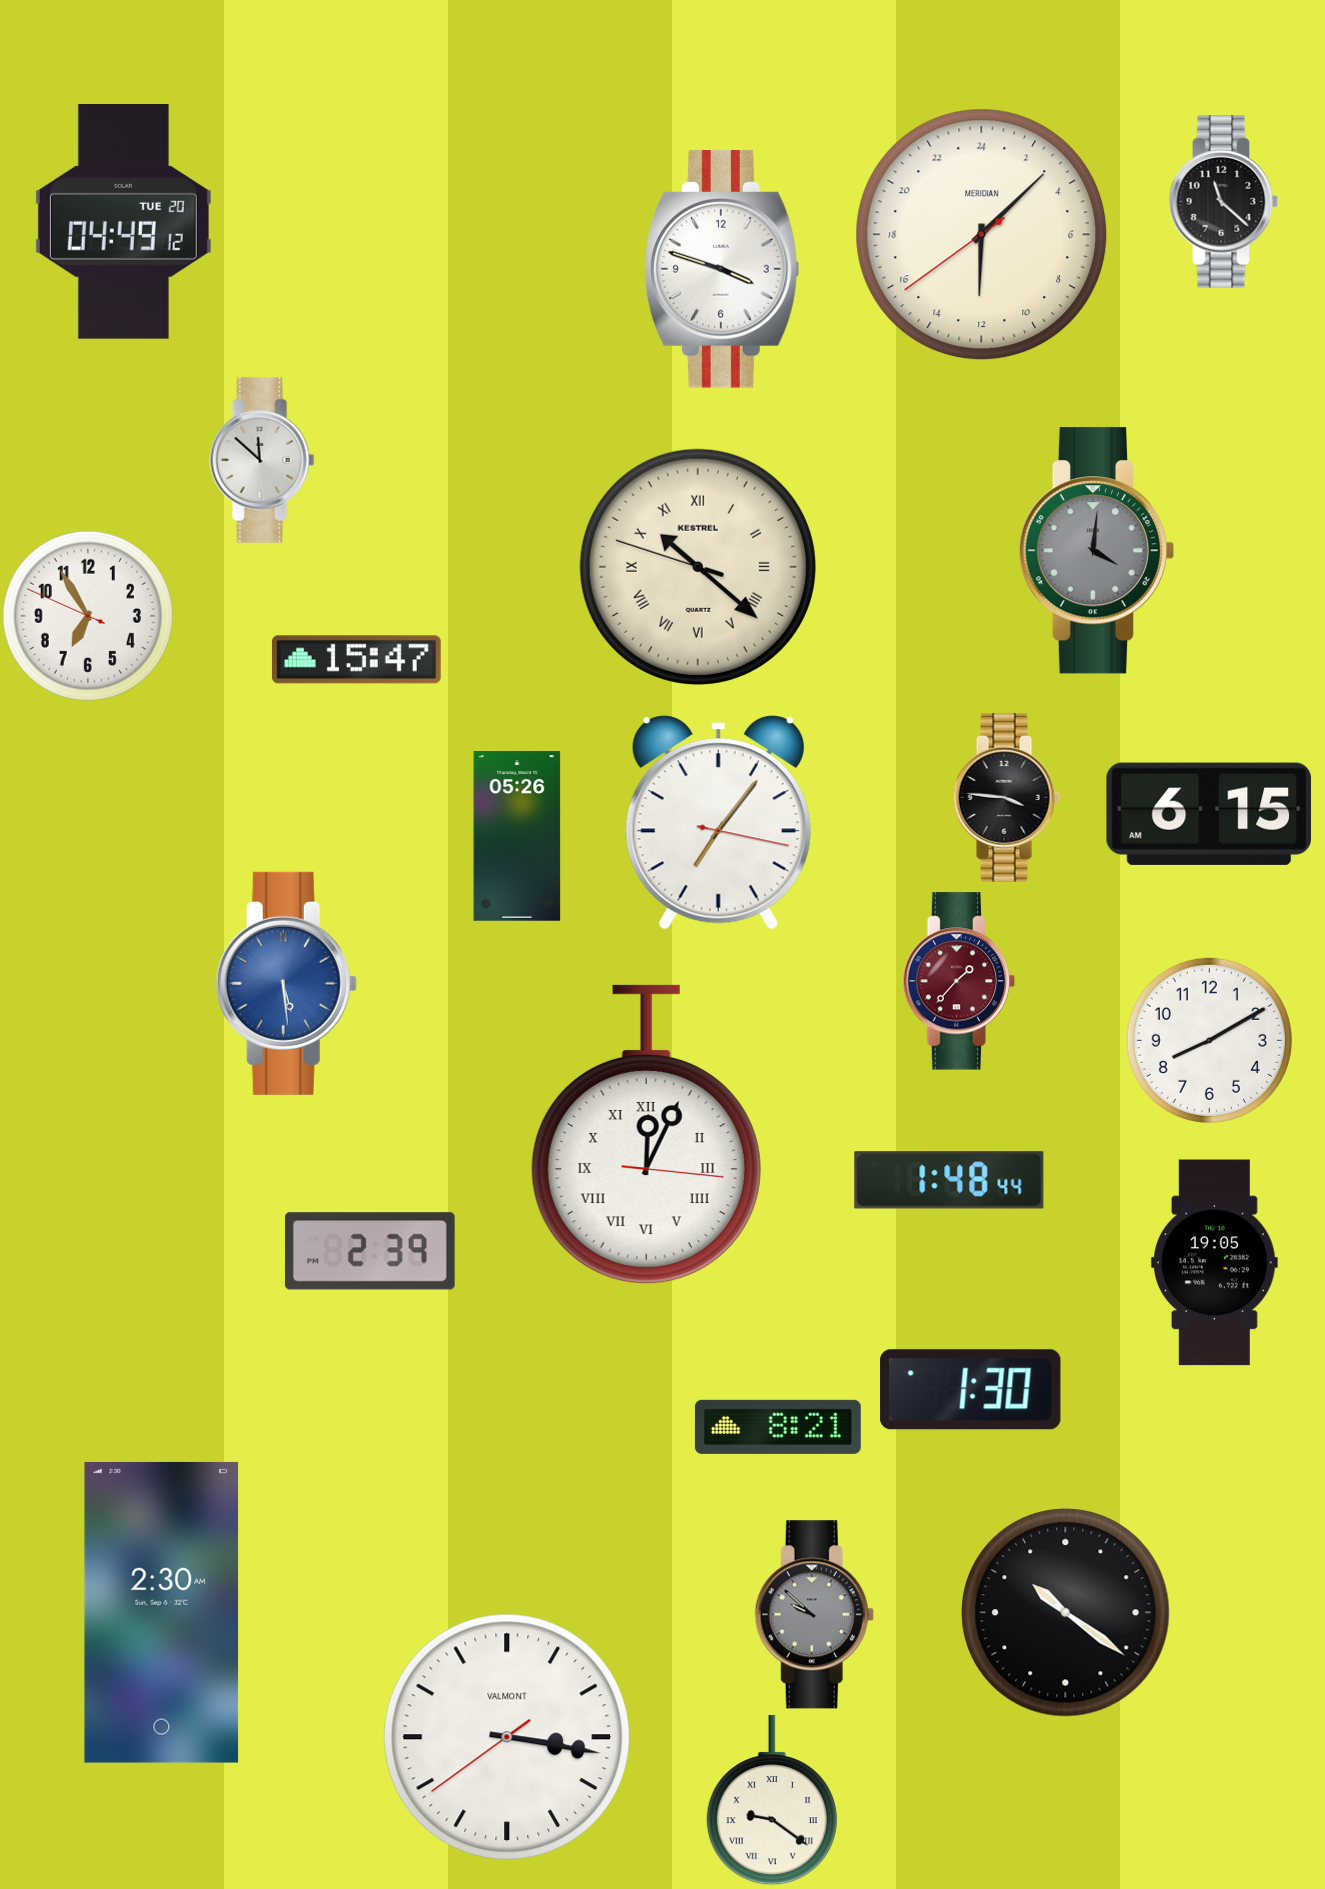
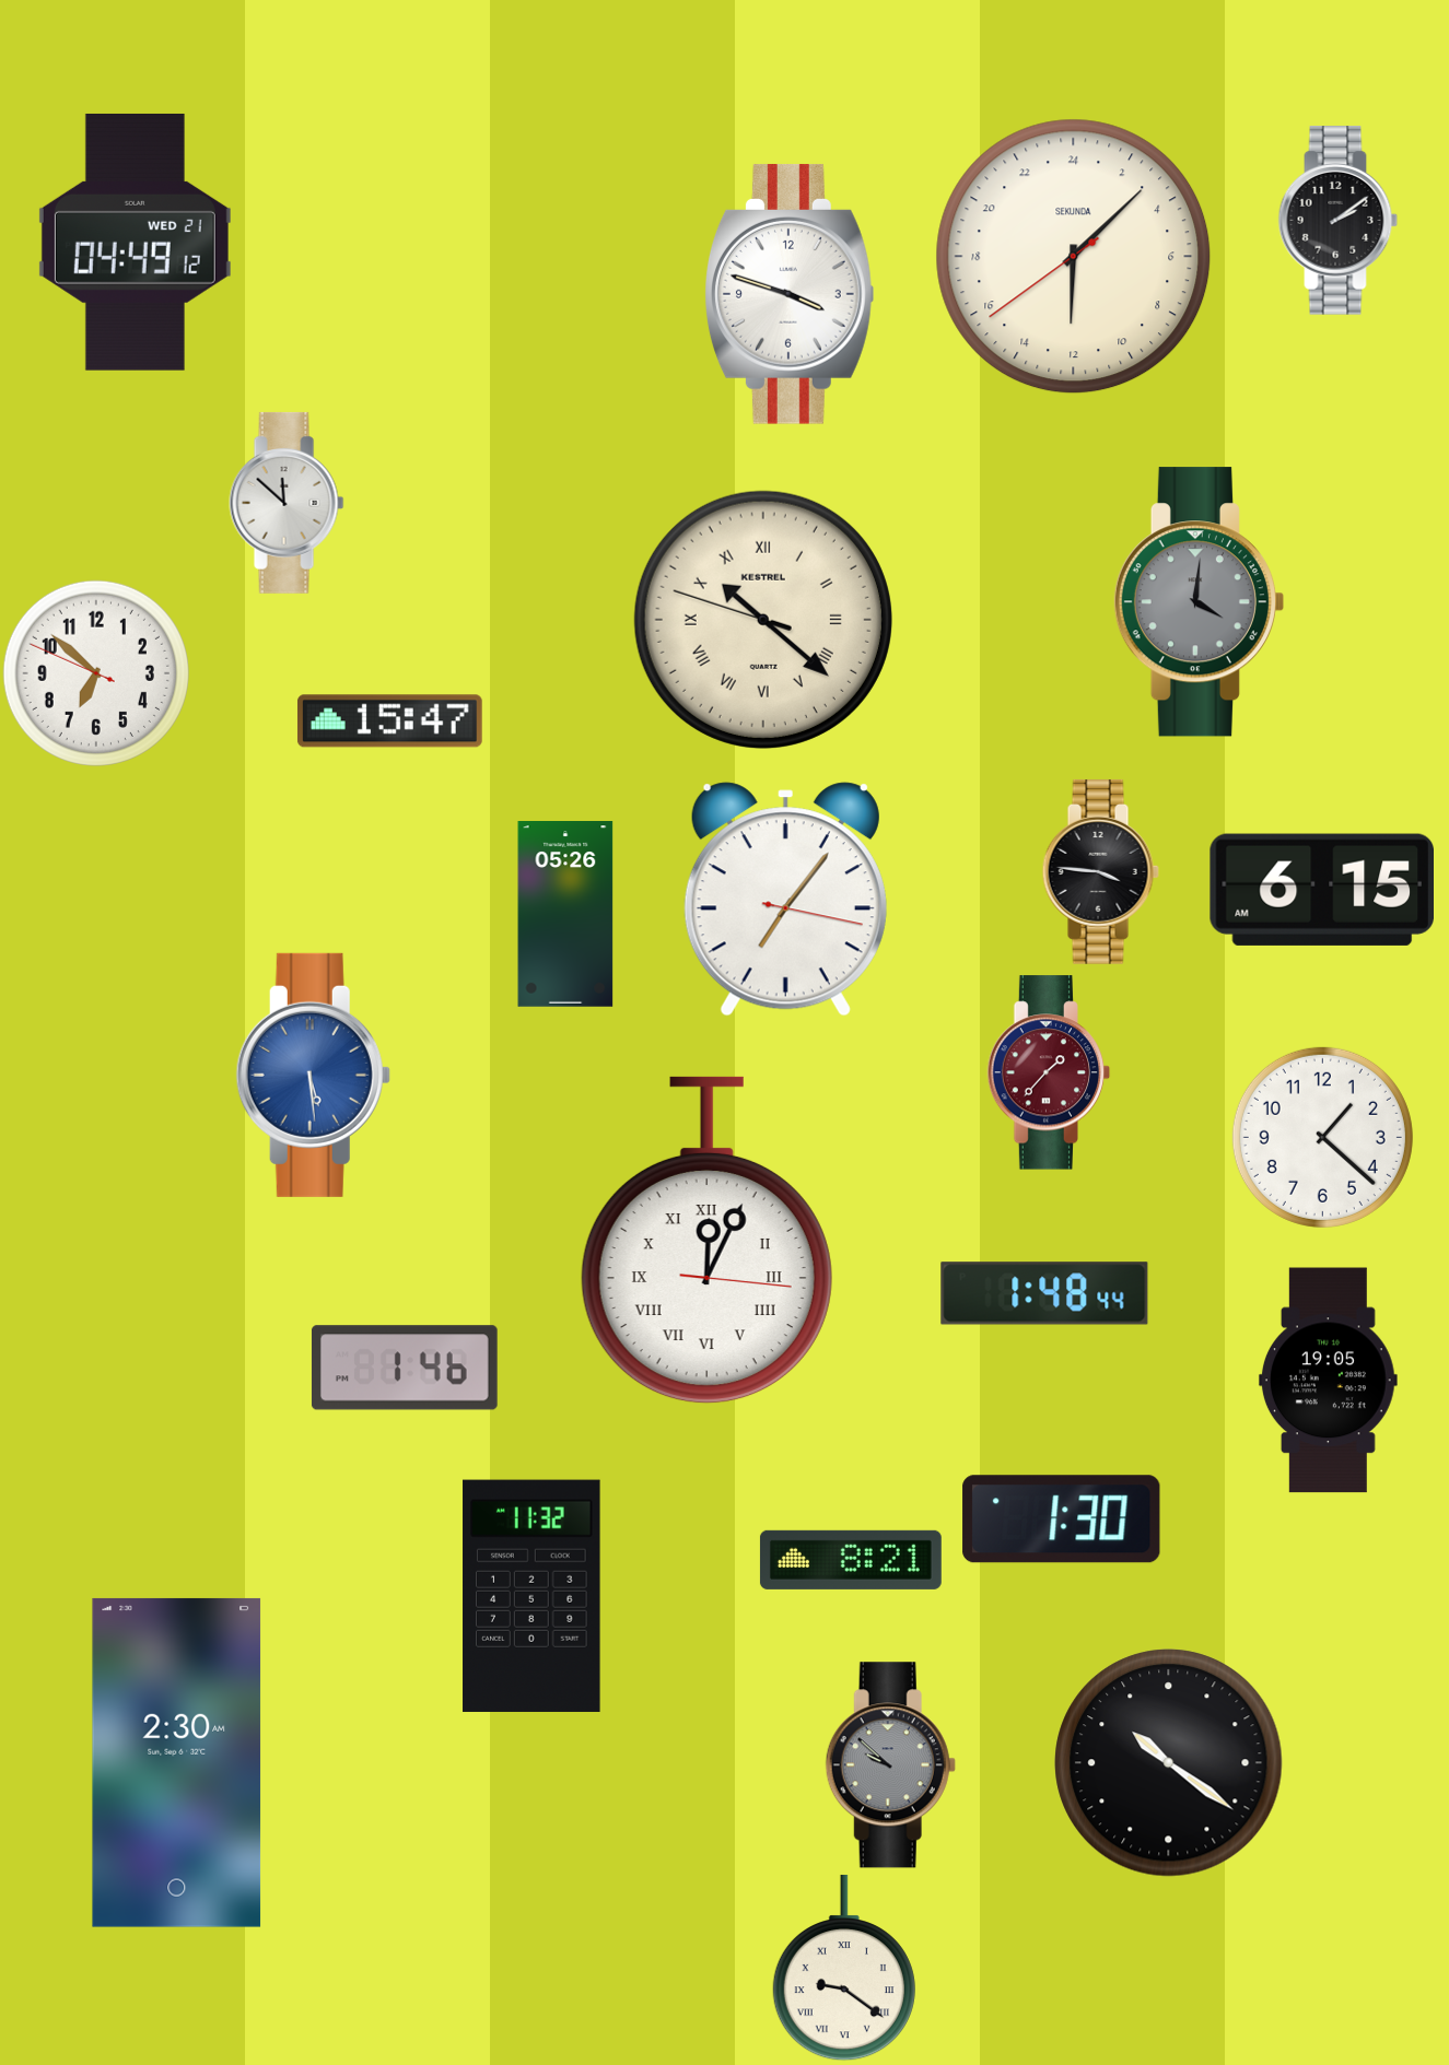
clock at (1224, 202): 11:22 -> 2:09
clock at (123, 221) date: TUE 20 -> WED 21
clock at (982, 235) brand: MERIDIAN -> SEKUNDA
clock at (88, 616): 6:54 -> 6:51
clock at (1209, 1040): 8:10 -> 1:22
clock at (949, 1180) position: (949, 1180) -> (1044, 1293)
clock at (370, 1251): 2:39 -> 1:46
clock at (531, 1596): none -> 11:32
clock at (1066, 1613) position: (1066, 1613) -> (1169, 1763)
clock at (507, 1737): 3:16 -> none
